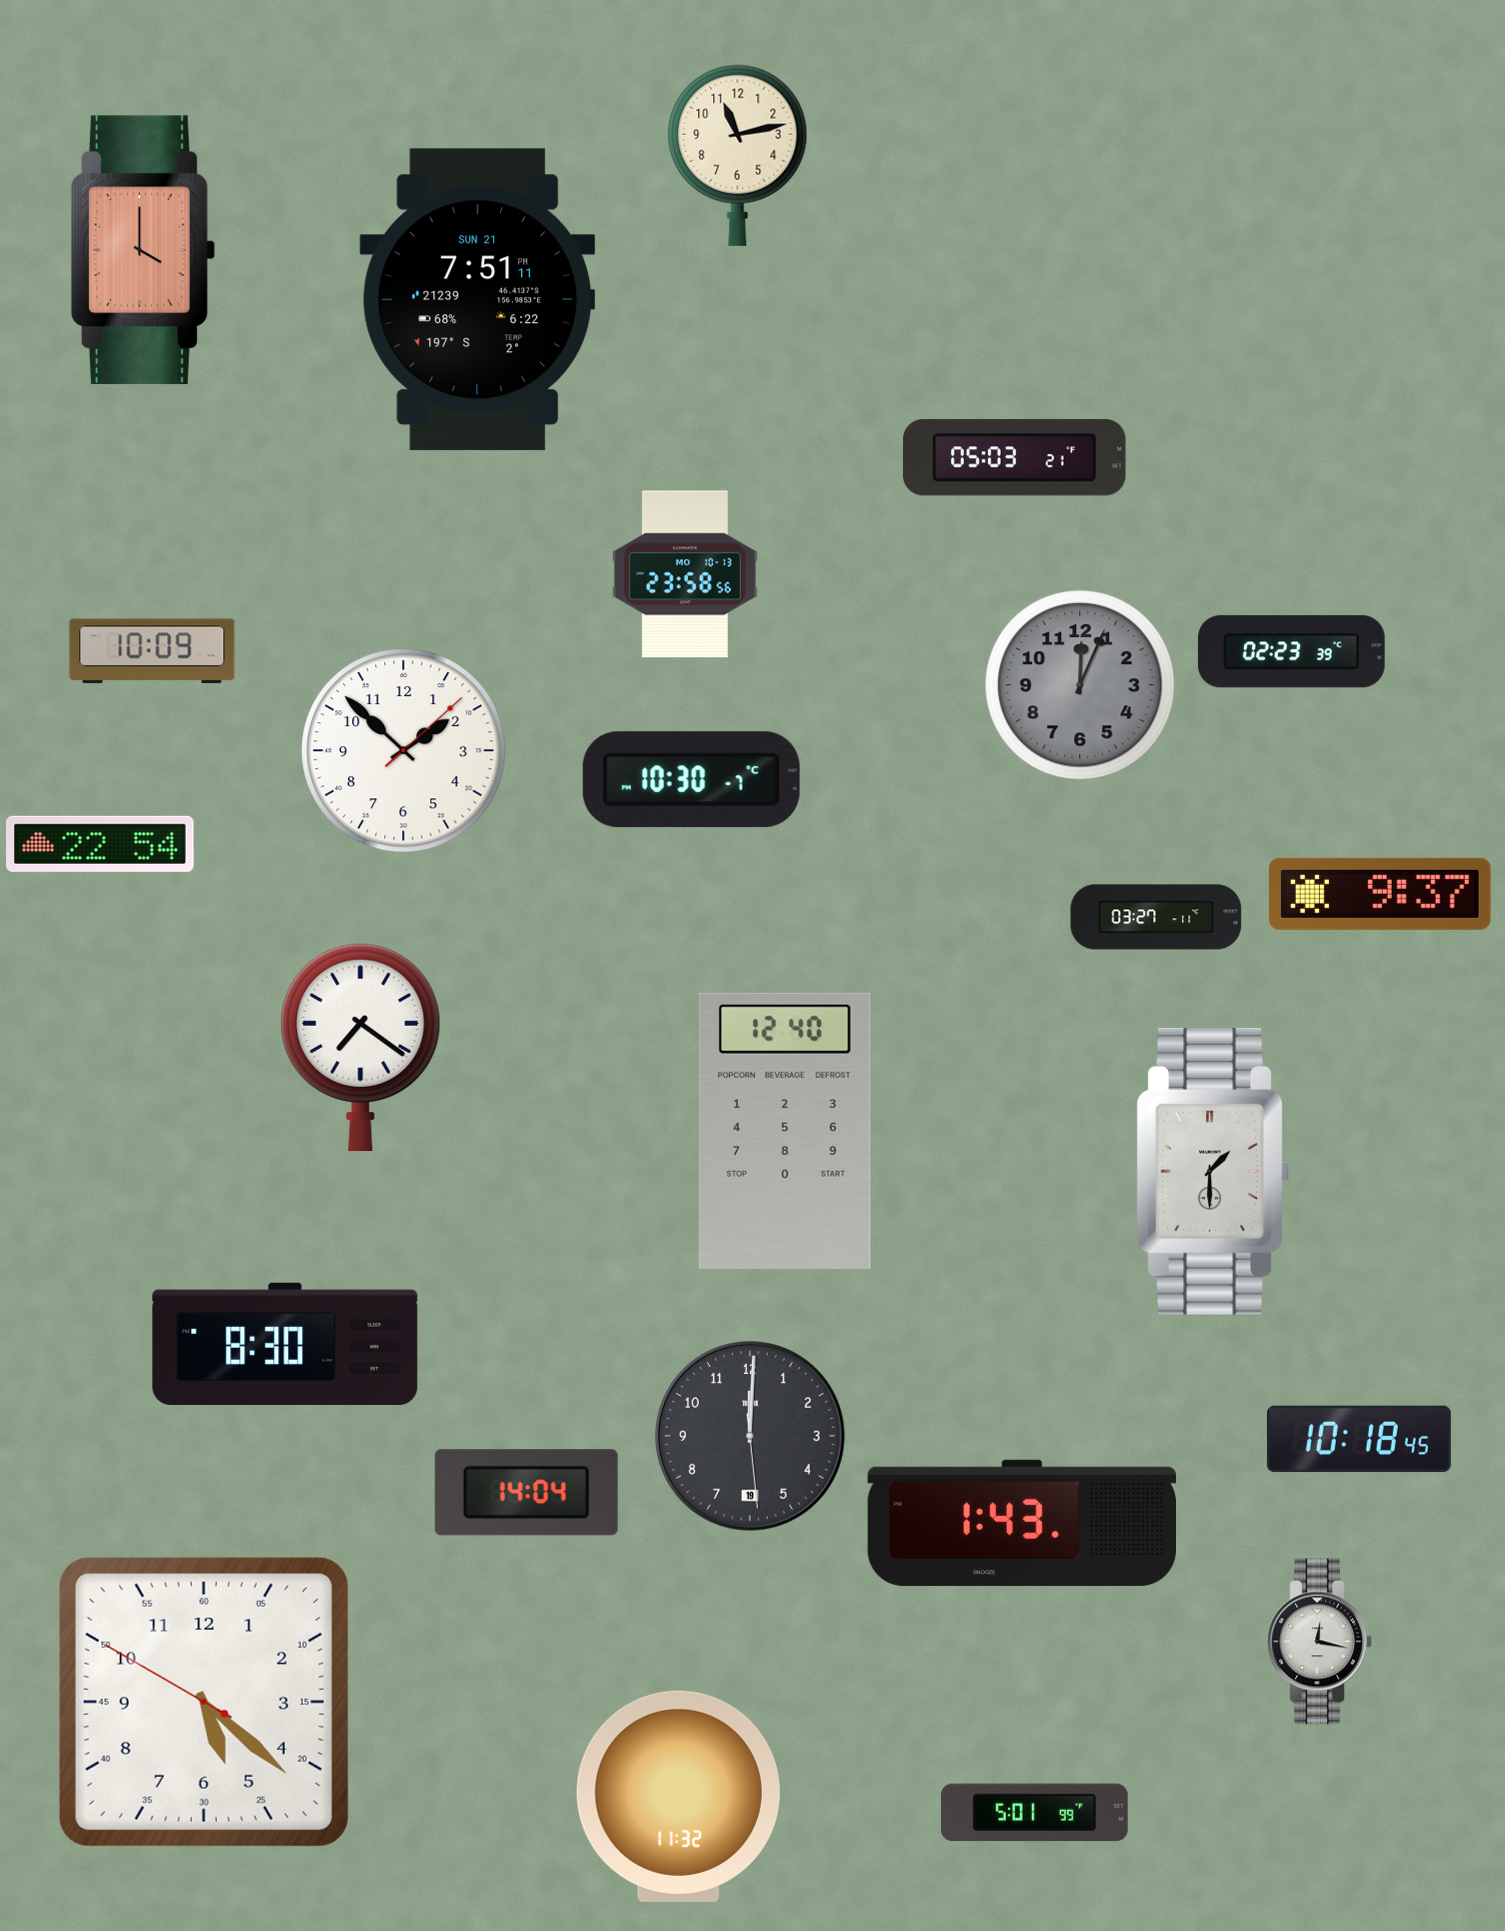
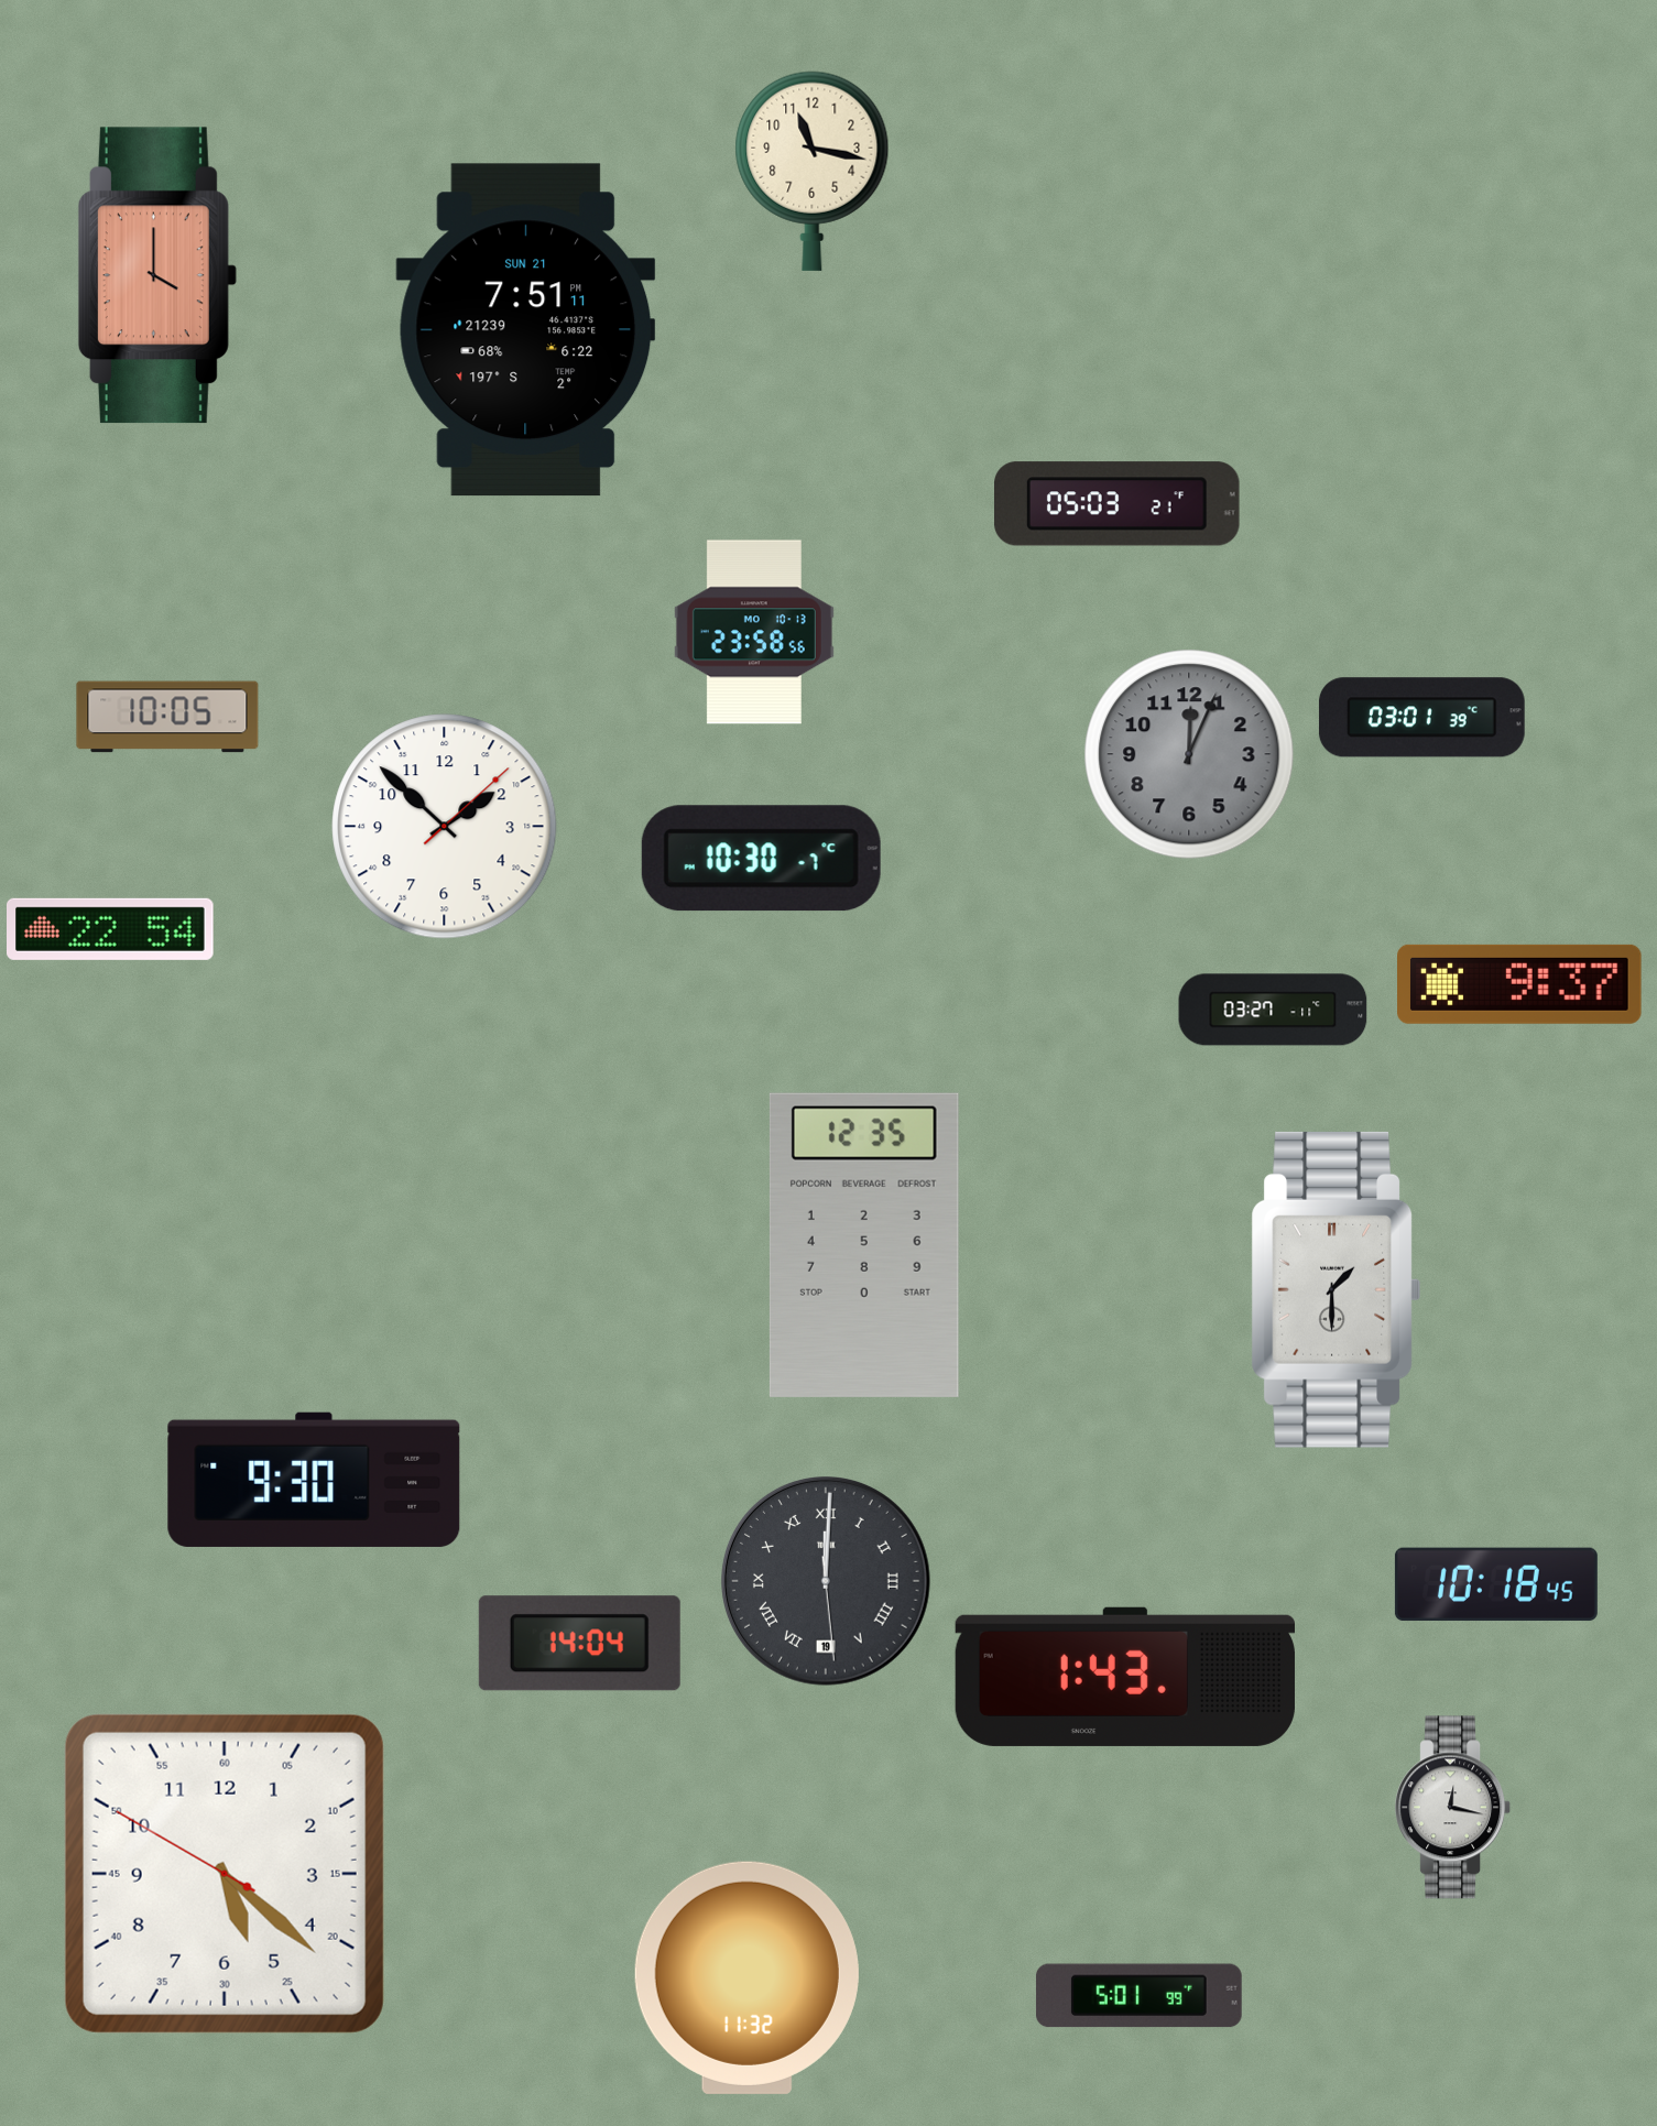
clock at (738, 155): 11:13 -> 11:17
clock at (152, 651): 10:09 -> 10:05
clock at (1291, 652): 02:23 -> 03:01
clock at (361, 1046): 7:21 -> none
clock at (785, 1131): 12:40 -> 12:35
clock at (285, 1344): 8:30 -> 9:30
clock at (751, 1437) numerals: Arabic -> Roman
